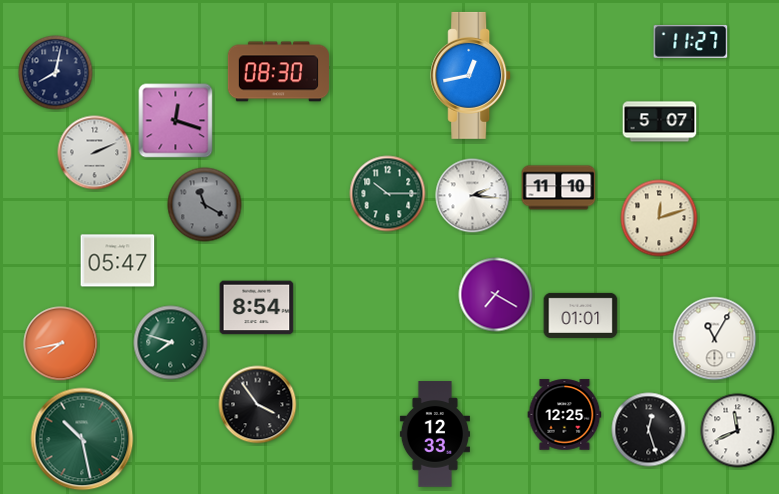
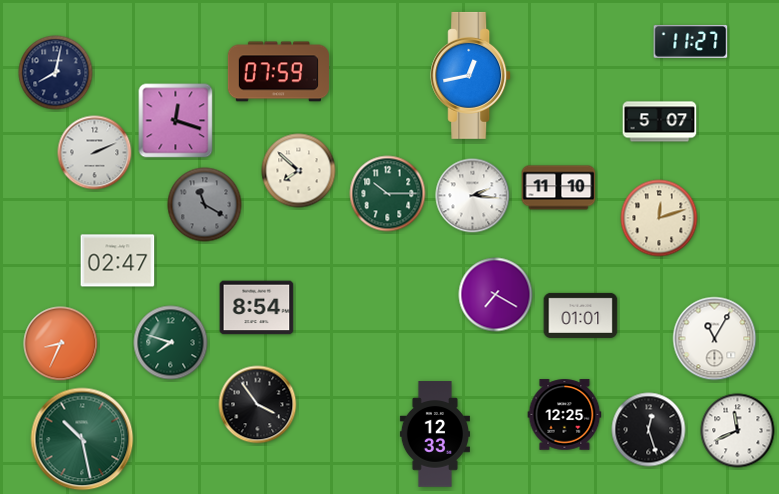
clock at (278, 72): 08:30 -> 07:59
clock at (299, 171): none -> 7:52
clock at (118, 261): 05:47 -> 02:47
clock at (61, 344): 7:43 -> 8:34
